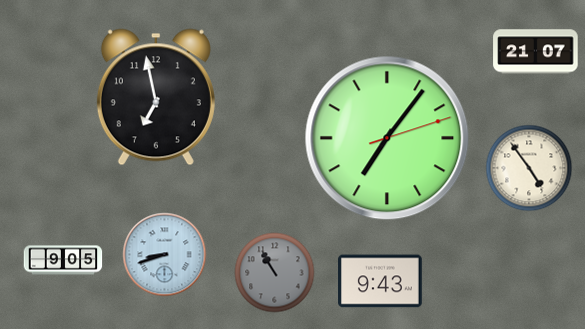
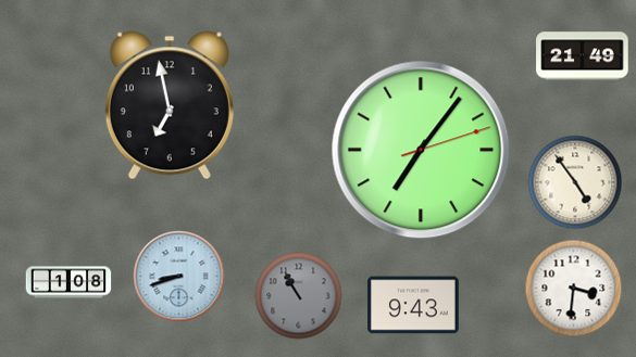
clock at (536, 52): 21:07 -> 21:49
clock at (63, 260): 9:05 -> 1:08
clock at (574, 289): none -> 3:31
